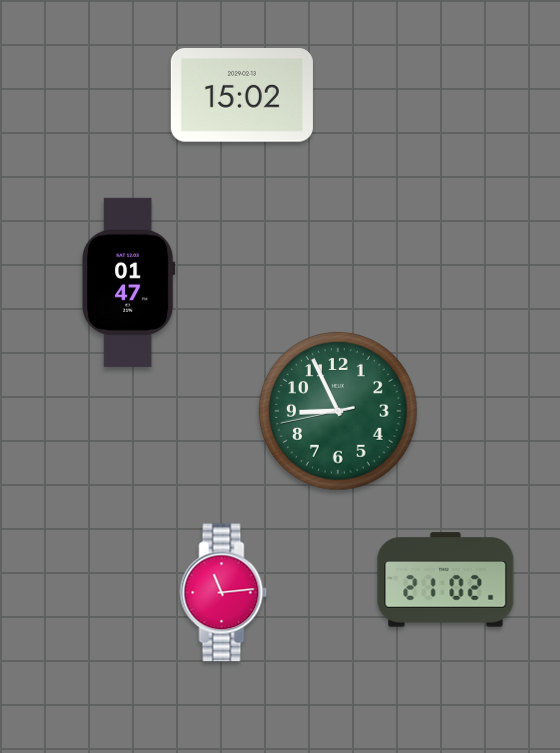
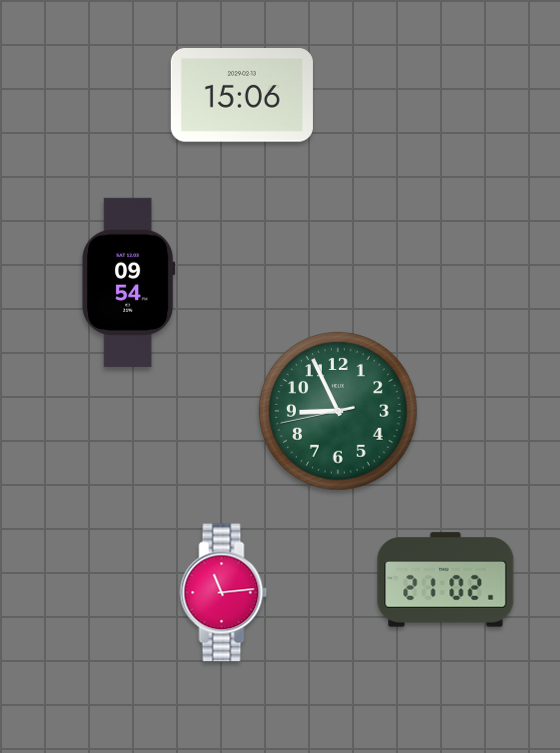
clock at (242, 96): 15:02 -> 15:06
clock at (129, 282): 01:47 -> 09:54
